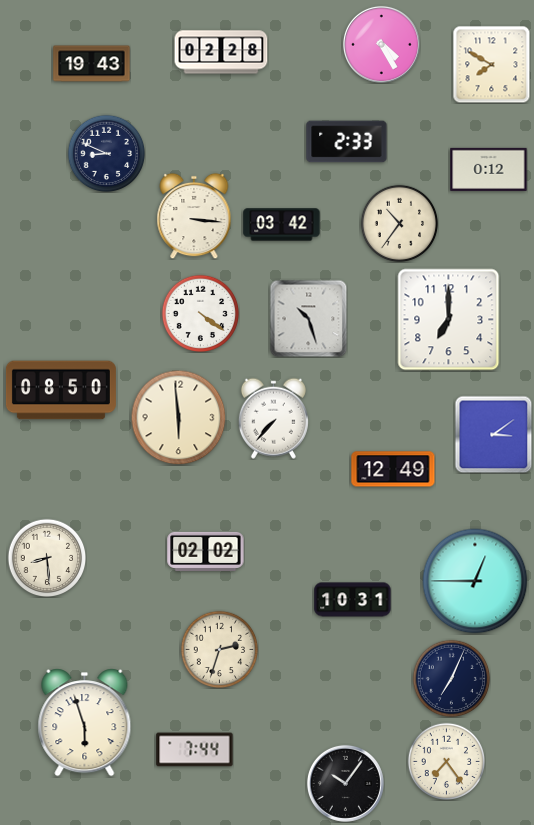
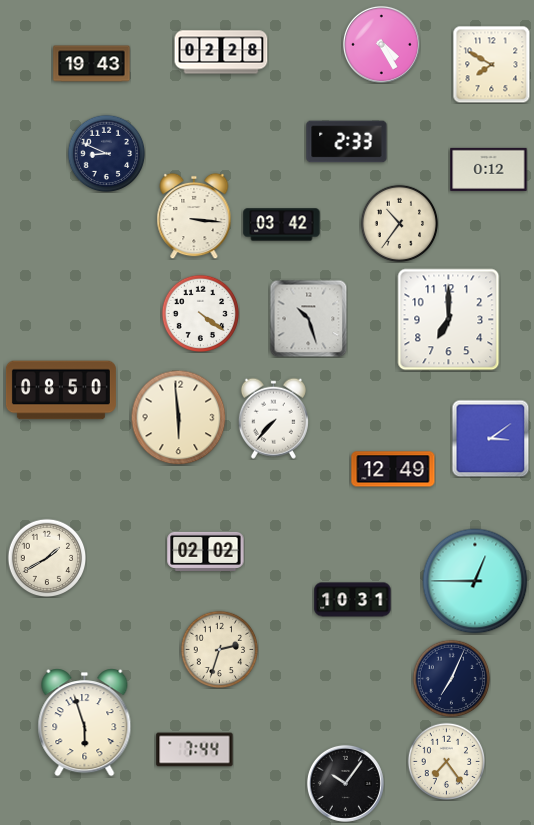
clock at (493, 434) position: (493, 434) -> (490, 438)
clock at (47, 558): 8:29 -> 1:40
